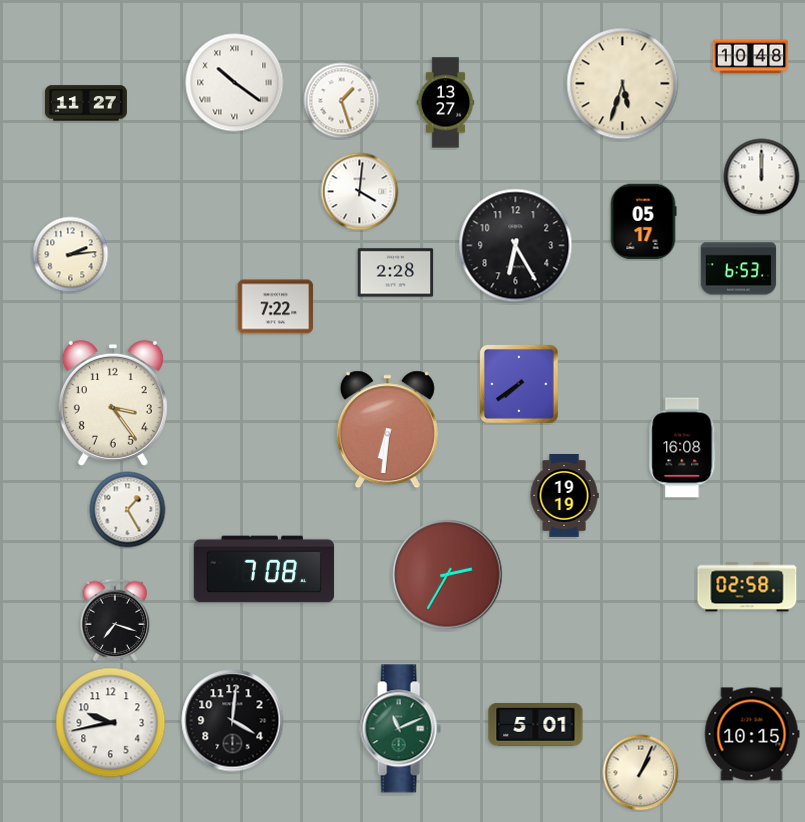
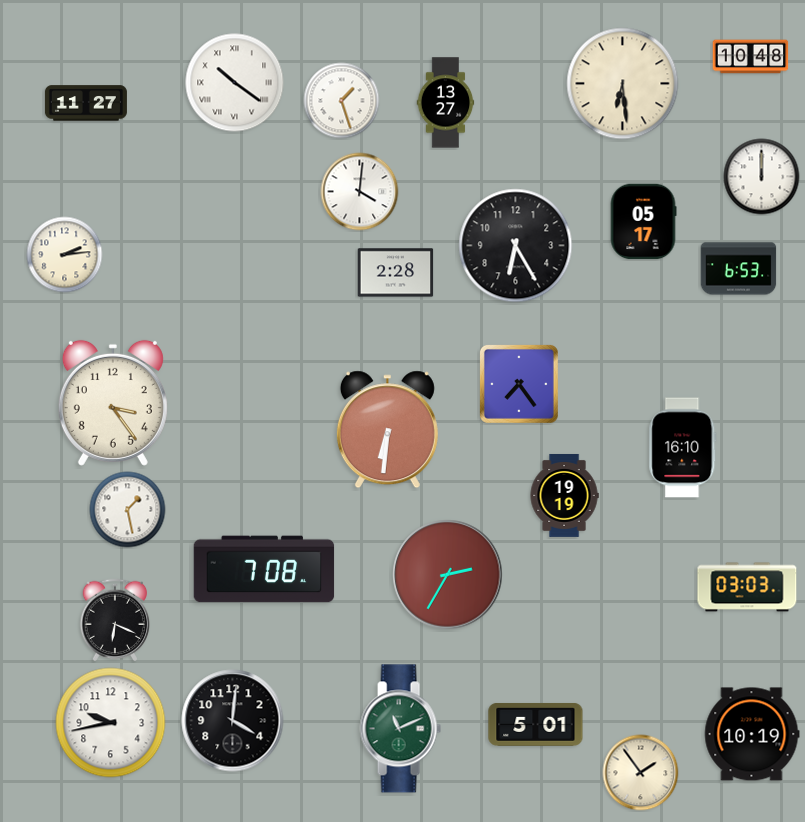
clock at (623, 84): 5:33 -> 6:29
clock at (71, 255) position: (71, 255) -> (65, 255)
clock at (276, 307): 7:22 -> none
clock at (519, 384): 7:39 -> 7:24
clock at (683, 448): 16:08 -> 16:10
clock at (128, 510): 1:25 -> 1:28
clock at (747, 587): 02:58 -> 03:03
clock at (115, 619): 7:18 -> 6:19
clock at (752, 734): 10:15 -> 10:19
clock at (641, 773): 1:04 -> 1:54
